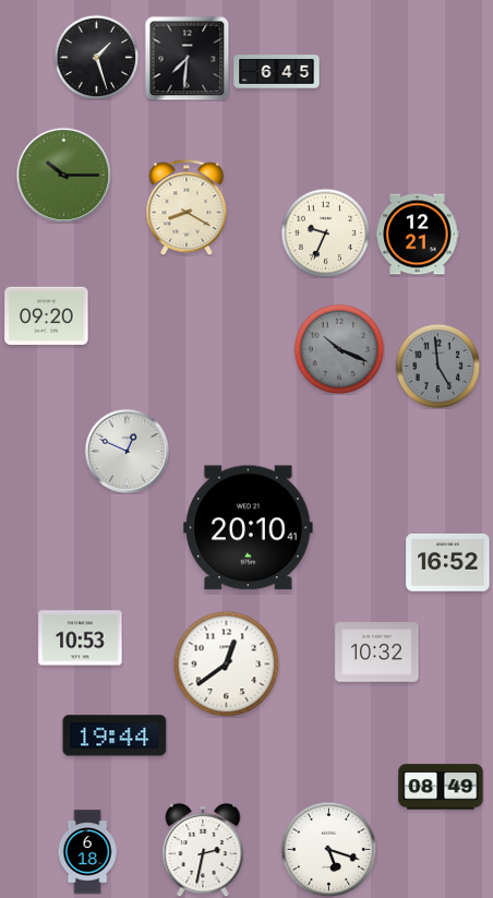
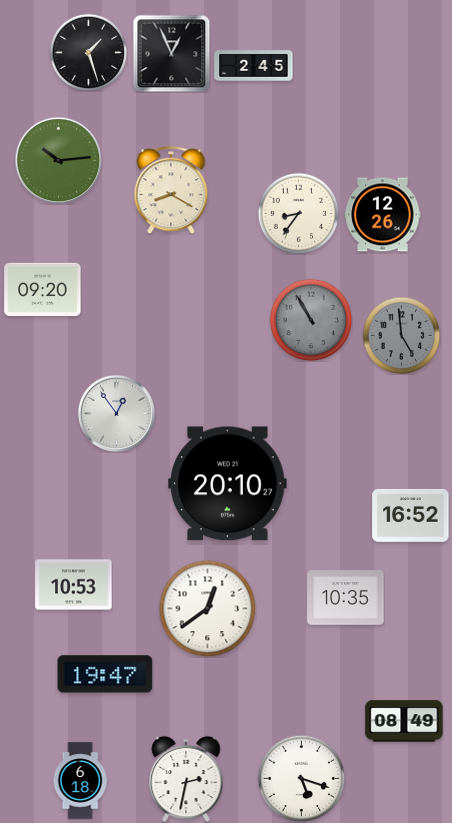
clock at (187, 58): 7:31 -> 12:56
clock at (277, 72): 6:45 -> 2:45
clock at (63, 175): 10:15 -> 10:14
clock at (325, 232): 9:34 -> 8:36
clock at (418, 235): 12:21 -> 12:26
clock at (339, 349): 10:19 -> 10:55
clock at (127, 451): 12:49 -> 12:54
clock at (249, 528): 20:10:41 -> 20:10:27
clock at (377, 652): 10:32 -> 10:35
clock at (115, 735): 19:44 -> 19:47
